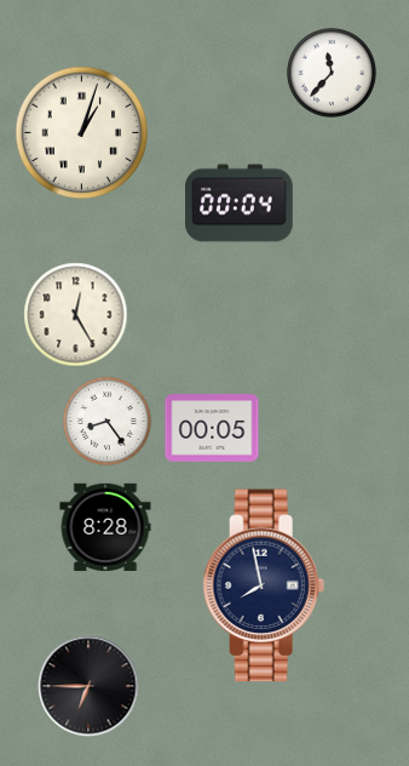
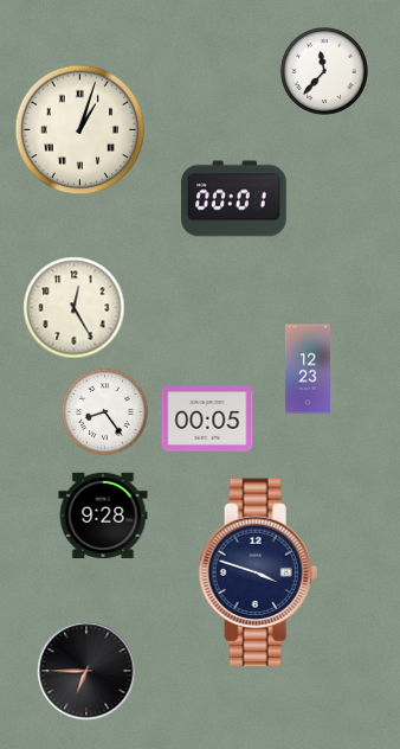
clock at (240, 204): 00:04 -> 00:01
clock at (308, 369): none -> 12:23
clock at (105, 527): 8:28 -> 9:28
clock at (264, 585): 7:58 -> 3:48
